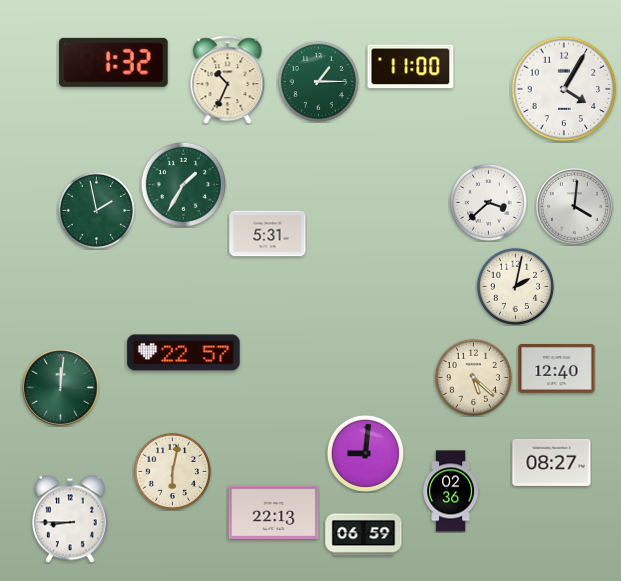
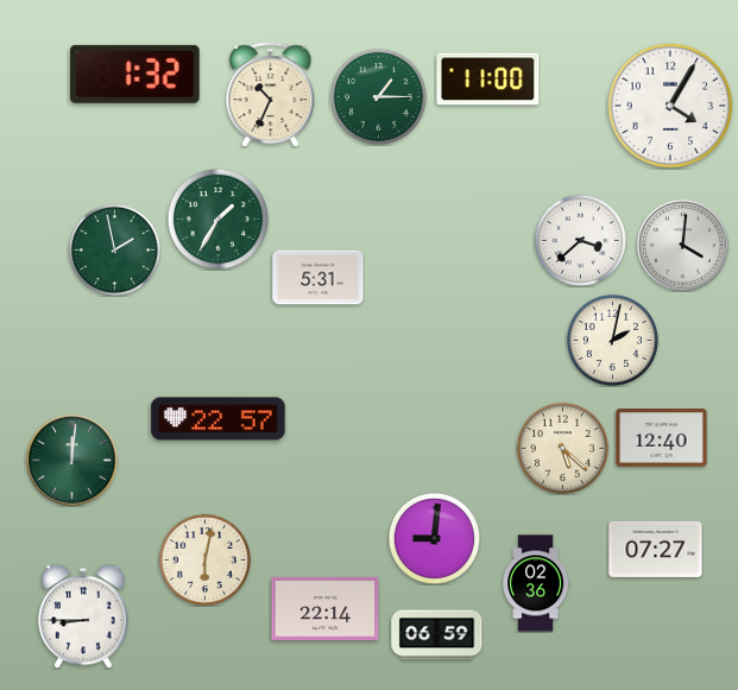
clock at (552, 462): 08:27 -> 07:27
clock at (274, 512): 22:13 -> 22:14
clock at (364, 535) position: (364, 535) -> (437, 635)
